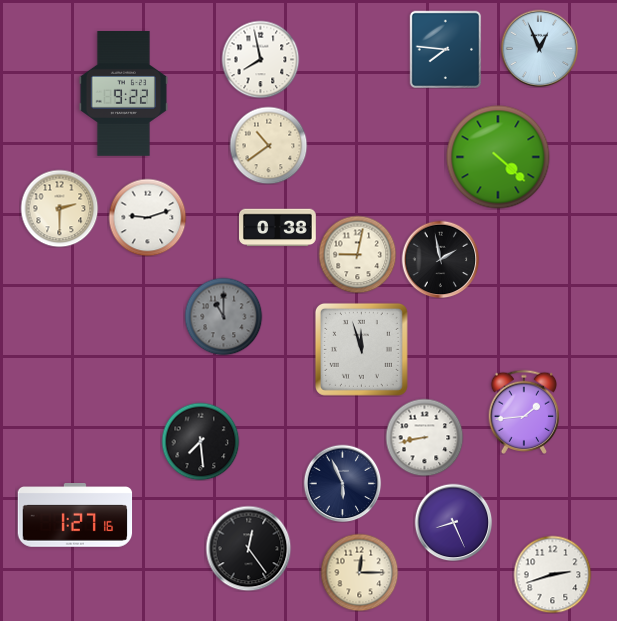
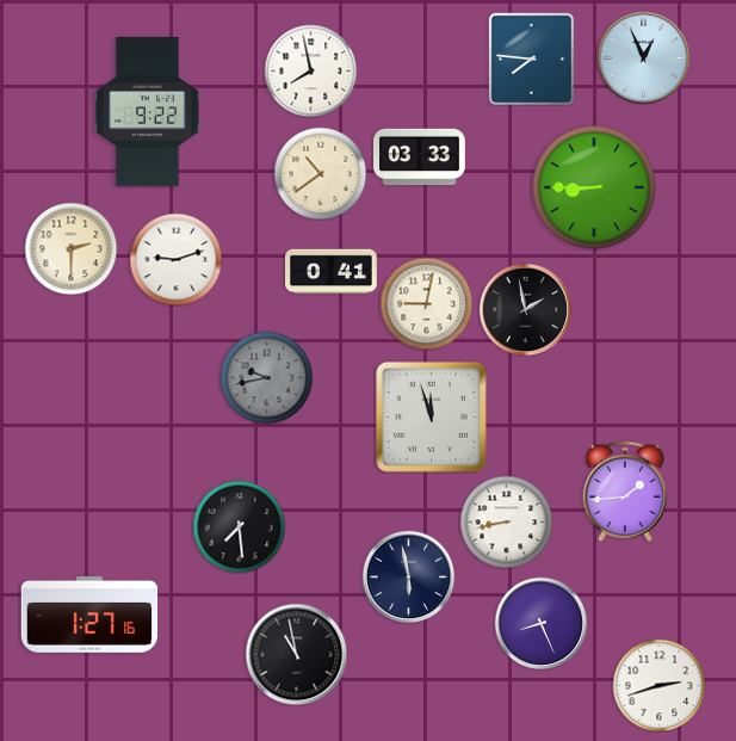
clock at (420, 158): none -> 03:33
clock at (498, 157): 4:22 -> 8:45
clock at (278, 228): 0:38 -> 0:41
clock at (223, 316): 11:00 -> 9:43
clock at (342, 483): 5:56 -> 5:58
clock at (248, 548): 12:24 -> 10:58
clock at (359, 572): 12:15 -> none
